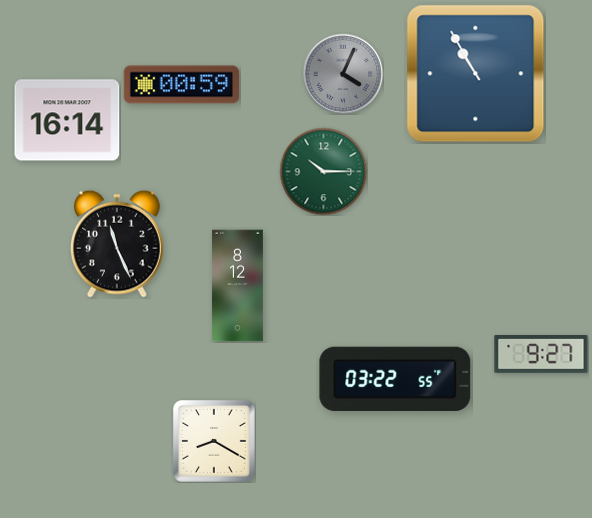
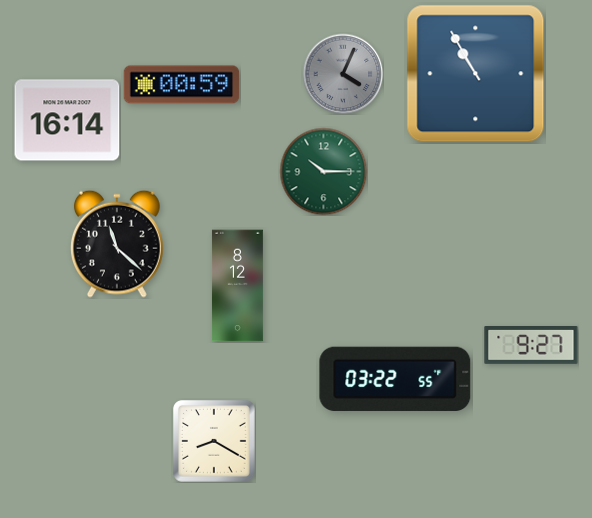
clock at (117, 244): 11:26 -> 11:22
clock at (541, 355) position: (541, 355) -> (531, 346)
